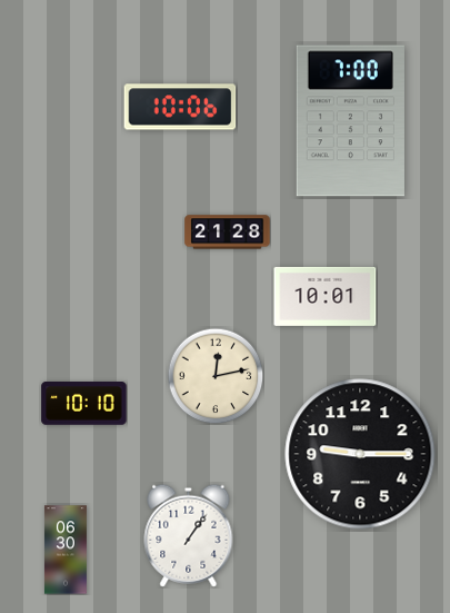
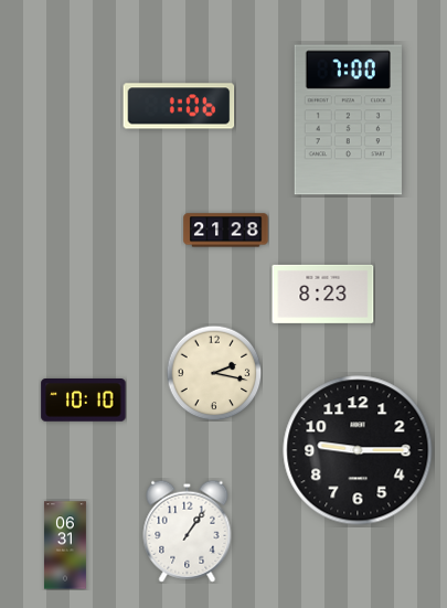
clock at (180, 107): 10:06 -> 1:06
clock at (326, 296): 10:01 -> 8:23
clock at (216, 376): 12:13 -> 2:17
clock at (66, 550): 06:30 -> 06:31
